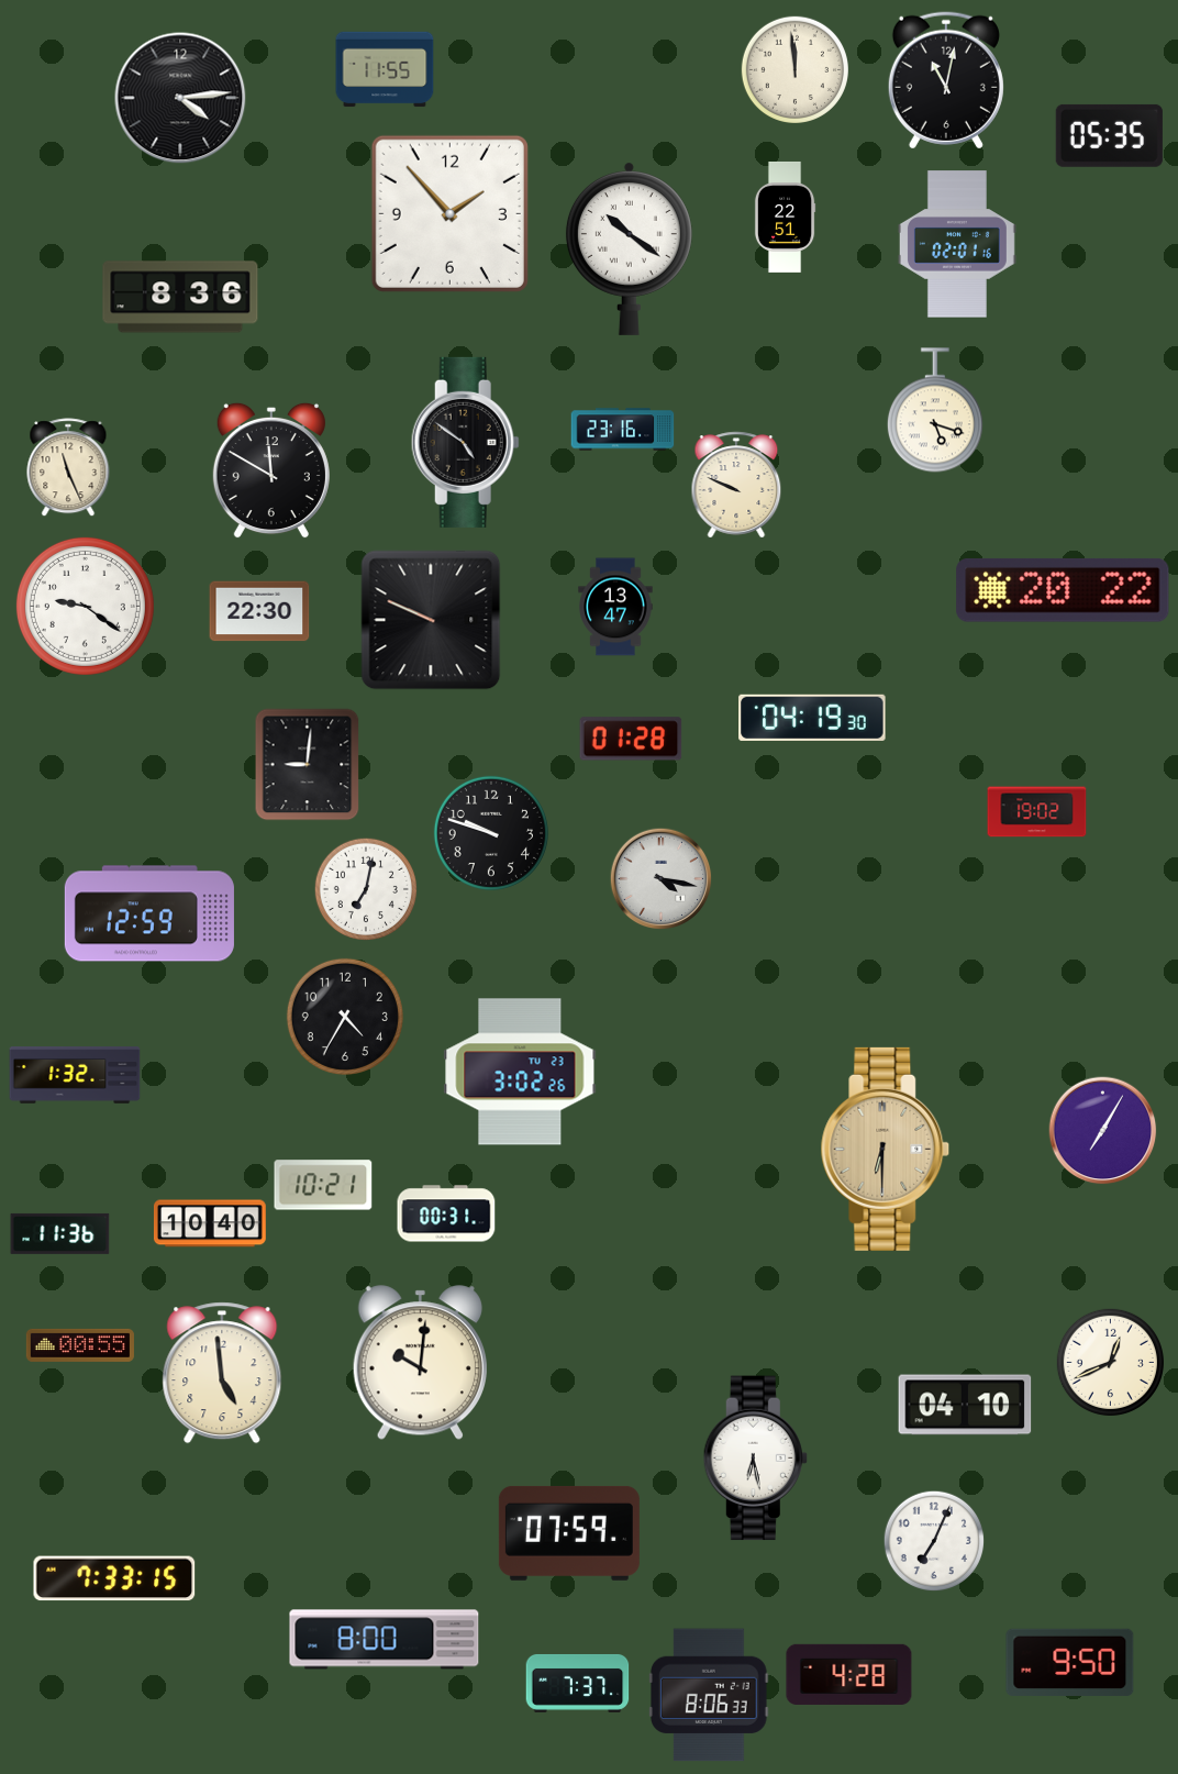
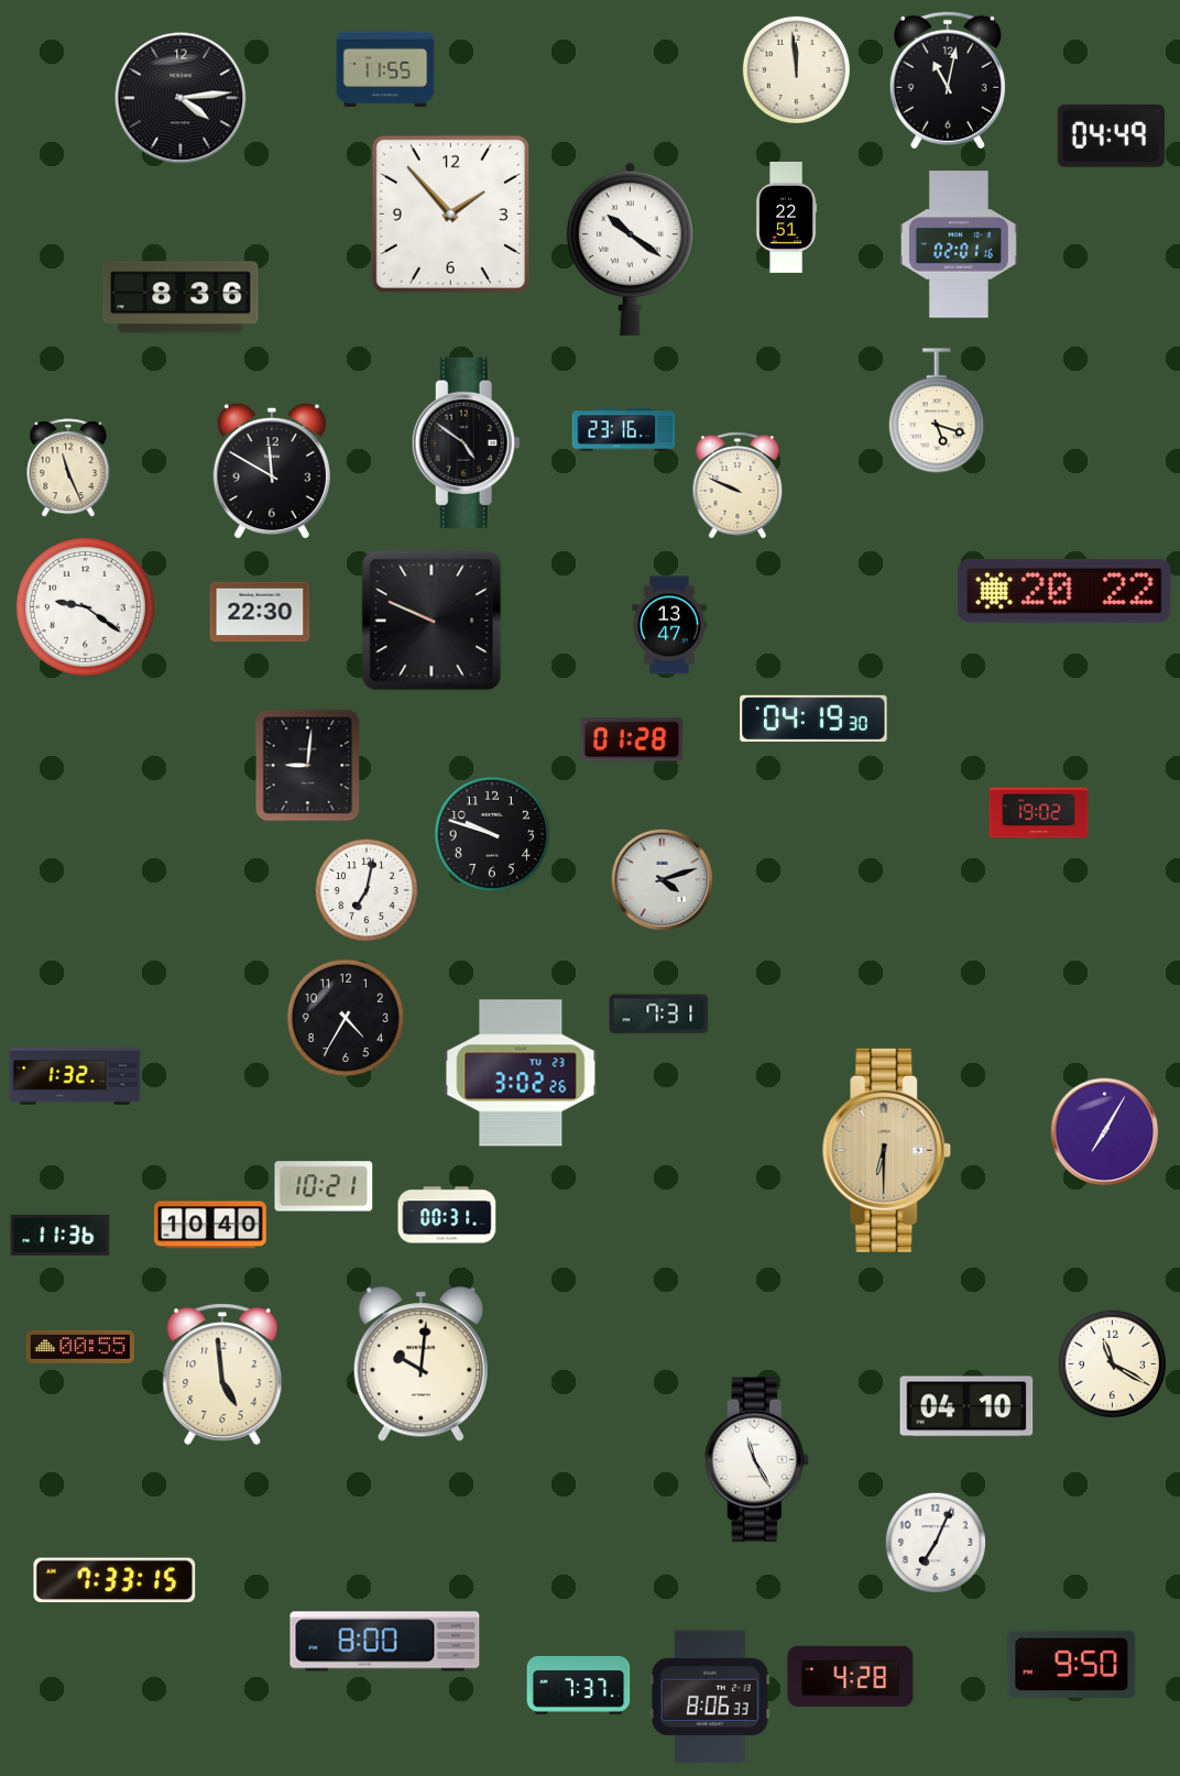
clock at (1109, 135): 05:35 -> 04:49
clock at (615, 607) position: (615, 607) -> (669, 625)
clock at (662, 879): 4:17 -> 4:12
clock at (149, 913): 12:59 -> none
clock at (659, 1015): none -> 7:31
clock at (1110, 1362): 12:41 -> 11:20
clock at (755, 1459): 6:28 -> 11:25
clock at (569, 1533): 07:59 -> none
